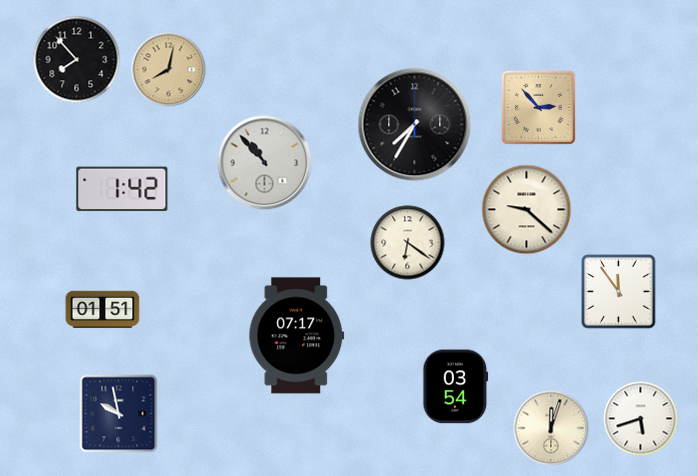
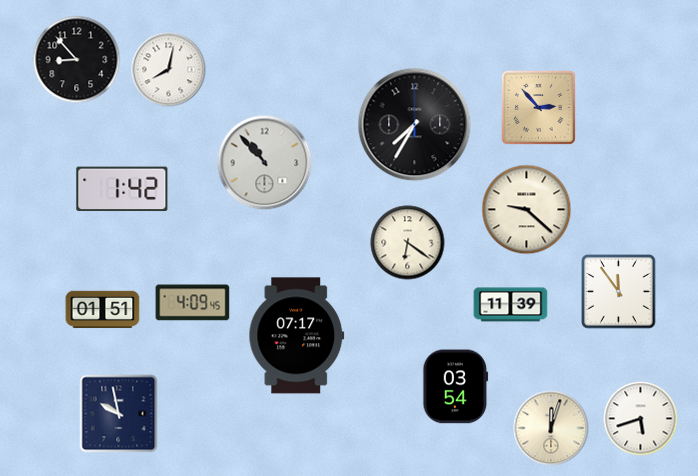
clock at (77, 60): 7:53 -> 8:53
clock at (169, 70) dial: champagne -> white
clock at (193, 303): none -> 4:09
clock at (511, 305): none -> 11:39
